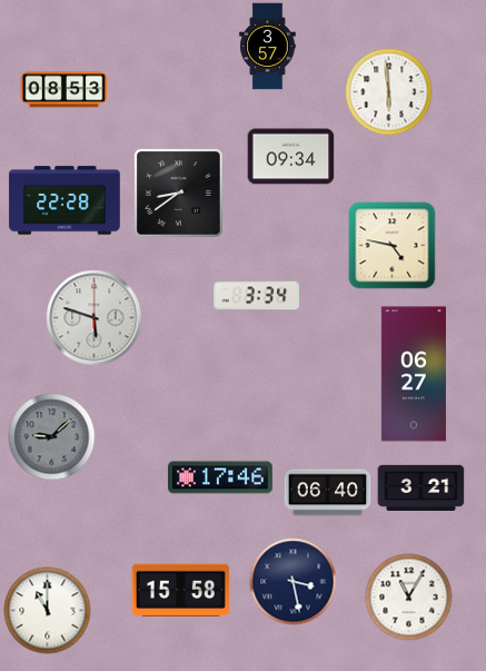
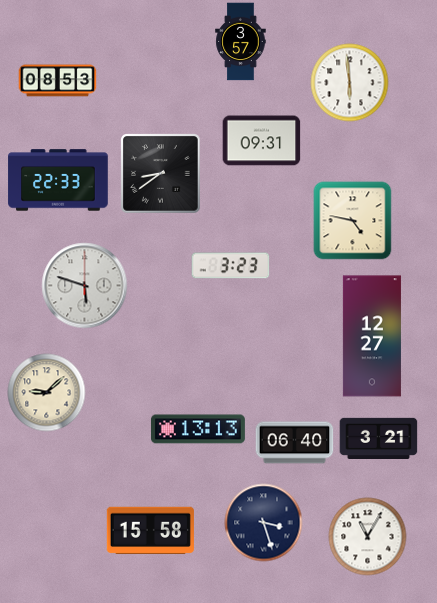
clock at (290, 157): 09:34 -> 09:31
clock at (65, 200): 22:28 -> 22:33
clock at (256, 296): 3:34 -> 3:23
clock at (414, 374): 06:27 -> 12:27
clock at (51, 436) dial: grey -> cream
clock at (220, 477): 17:46 -> 13:13
clock at (292, 581): 3:28 -> 3:27
clock at (180, 590) position: (180, 590) -> (150, 530)
clock at (47, 610): 11:00 -> none
